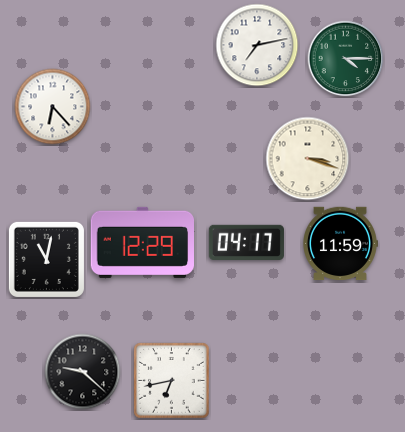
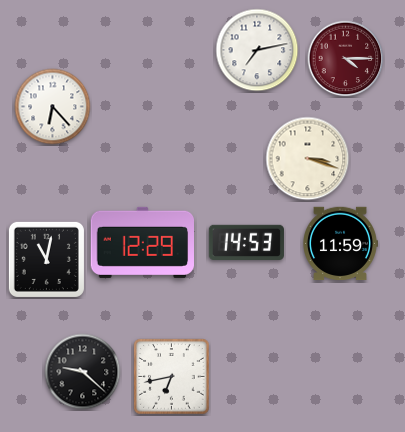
clock at (257, 45) position: (257, 45) -> (257, 50)
clock at (346, 59) dial: green -> burgundy
clock at (246, 242): 04:17 -> 14:53
clock at (172, 381) position: (172, 381) -> (172, 377)
